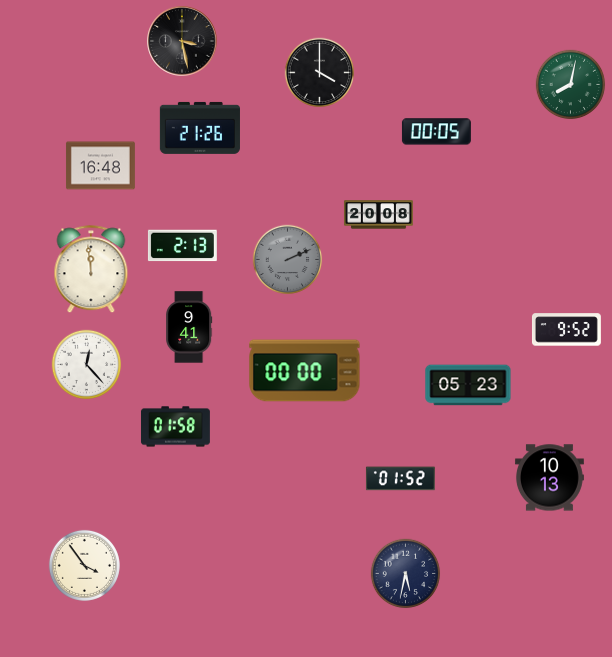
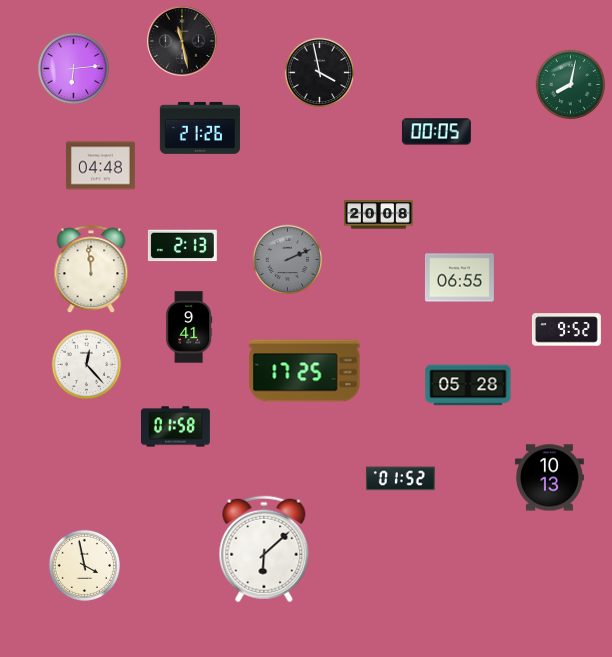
clock at (182, 41): 3:28 -> 11:28
clock at (73, 68): none -> 6:14
clock at (320, 73): 4:00 -> 3:58
clock at (100, 166): 16:48 -> 04:48
clock at (459, 278): none -> 06:55
clock at (305, 371): 00:00 -> 17:25
clock at (468, 385): 05:23 -> 05:28
clock at (264, 549): none -> 6:08
clock at (84, 565): 3:54 -> 3:58
clock at (406, 574): 5:32 -> none
